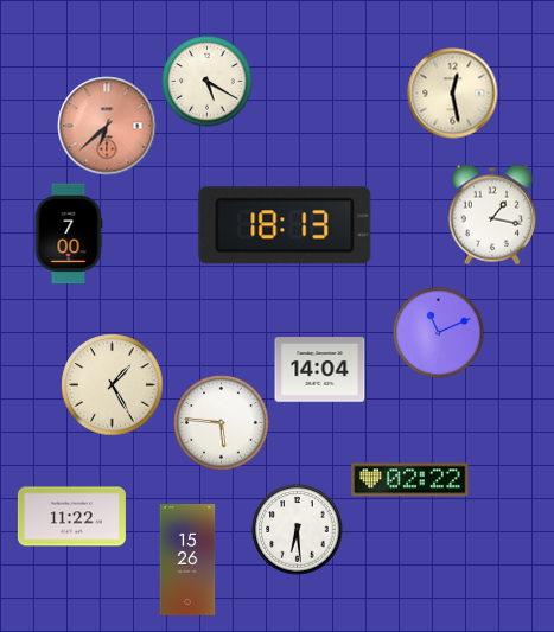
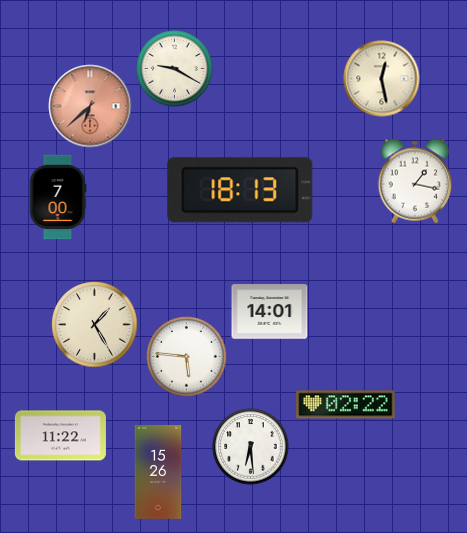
clock at (208, 82): 5:20 -> 9:20
clock at (439, 333): 11:11 -> none
clock at (320, 370): 14:04 -> 14:01
